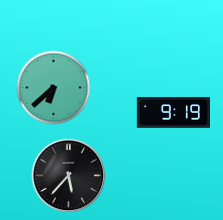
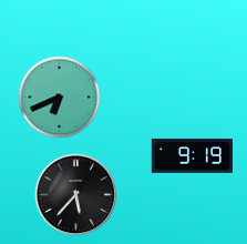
clock at (54, 88): 6:38 -> 6:41
clock at (173, 113) position: (173, 113) -> (192, 156)
